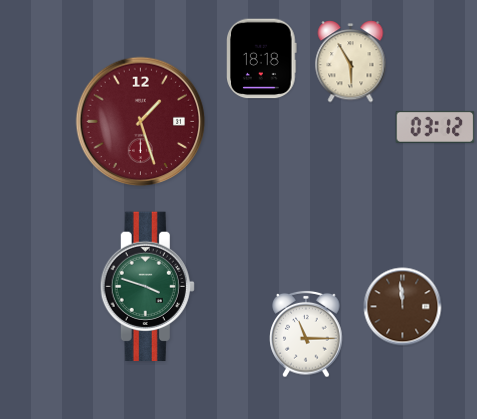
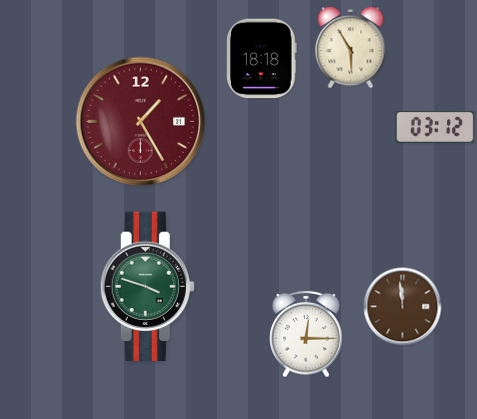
clock at (351, 62) position: (351, 62) -> (351, 48)
clock at (141, 122): 1:27 -> 1:25
clock at (306, 334): 11:15 -> 12:15
